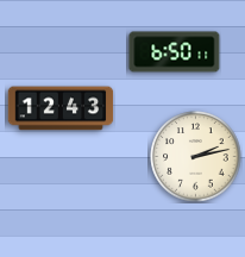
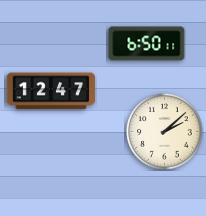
clock at (61, 108): 12:43 -> 12:47
clock at (196, 157): 2:13 -> 2:08
